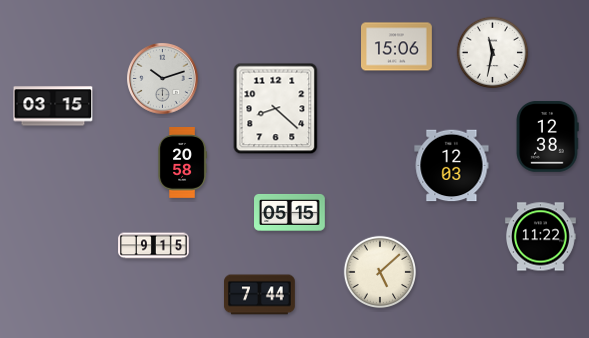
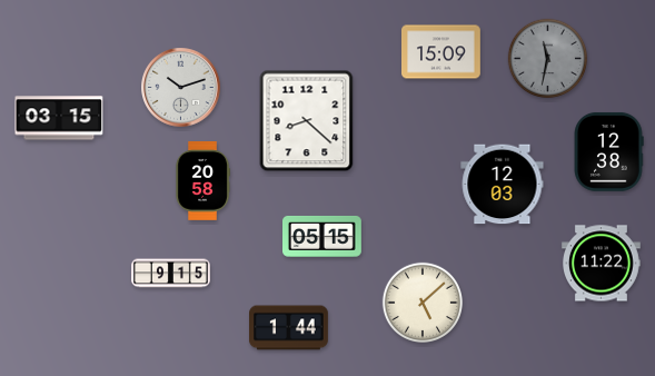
clock at (397, 47): 15:06 -> 15:09
clock at (493, 53) dial: white -> grey
clock at (260, 295): 7:44 -> 1:44
